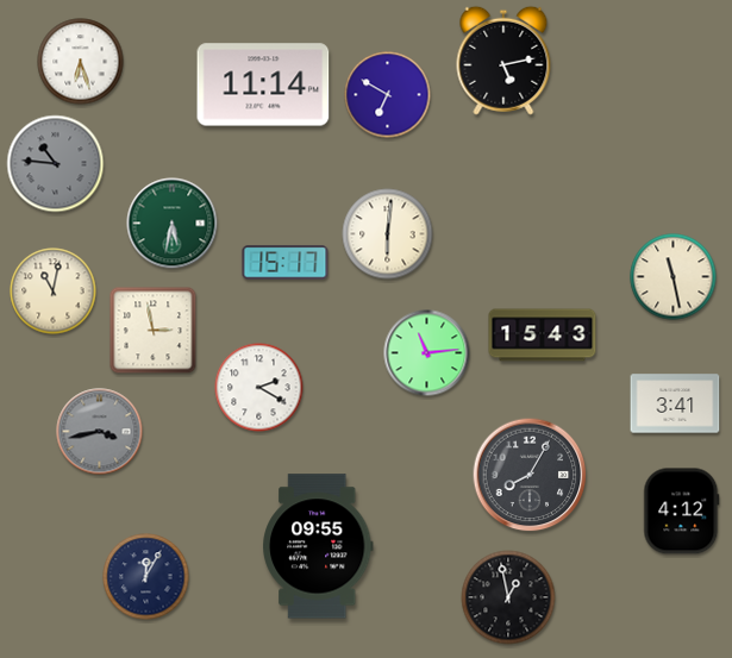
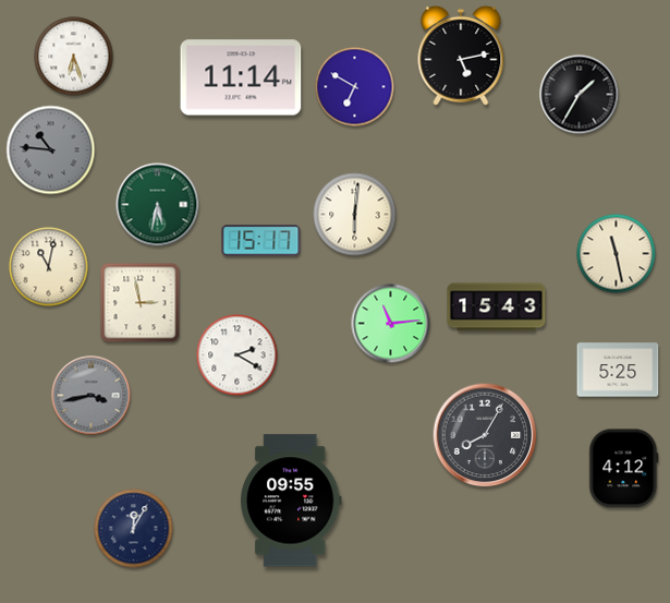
clock at (580, 95): none -> 1:35
clock at (675, 403): 3:41 -> 5:25
clock at (508, 597): 12:58 -> none
